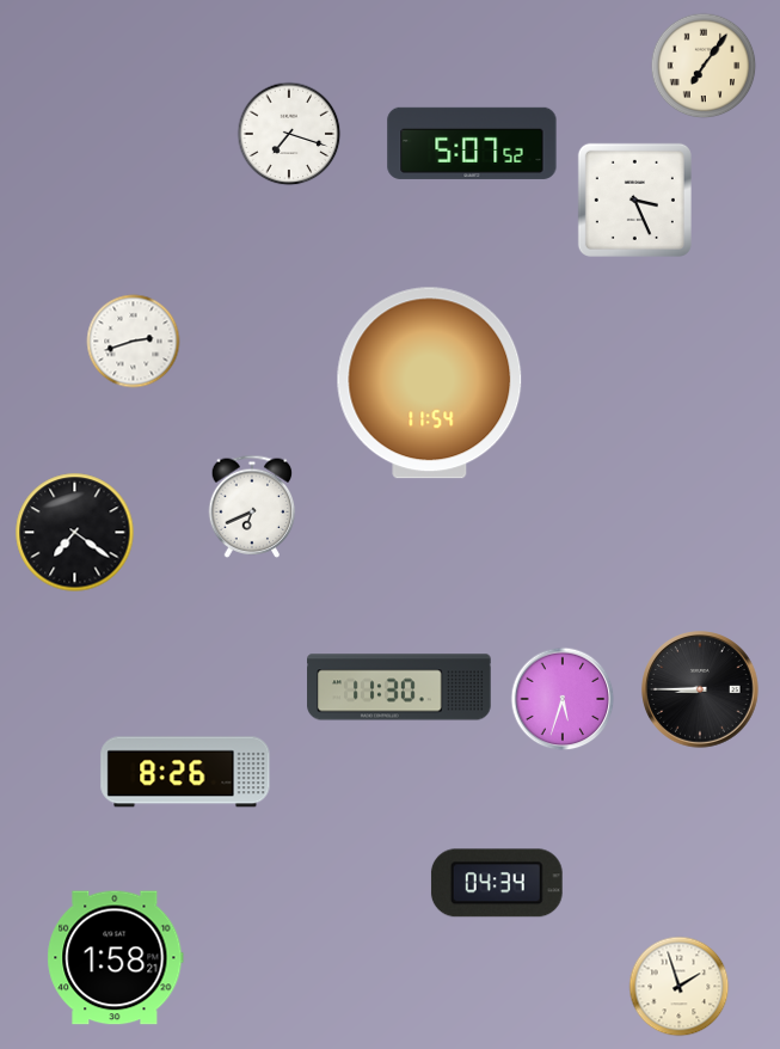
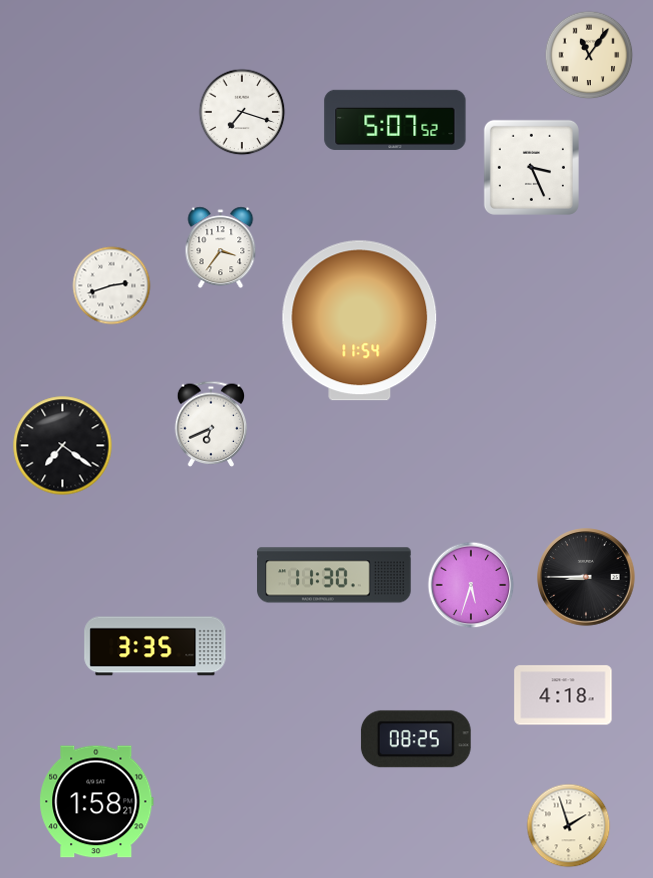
clock at (704, 66): 7:06 -> 11:06
clock at (221, 248): none -> 3:36
clock at (185, 772): 8:26 -> 3:35
clock at (563, 695): none -> 4:18
clock at (497, 883): 04:34 -> 08:25
